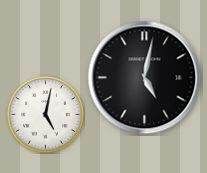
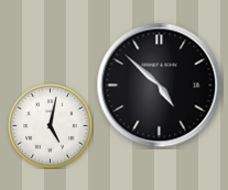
clock at (145, 78): 5:02 -> 4:52
